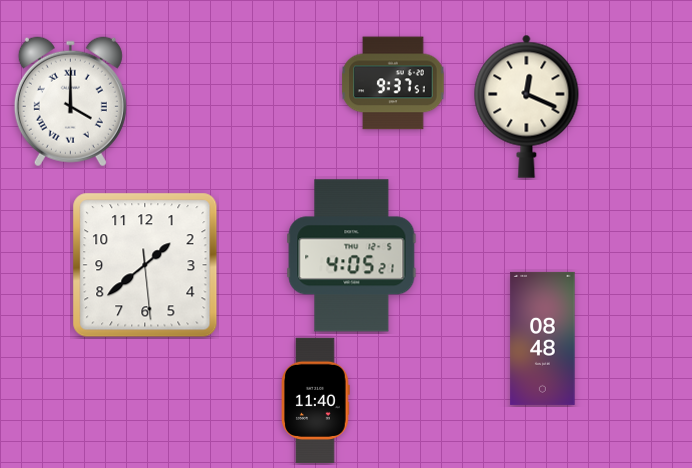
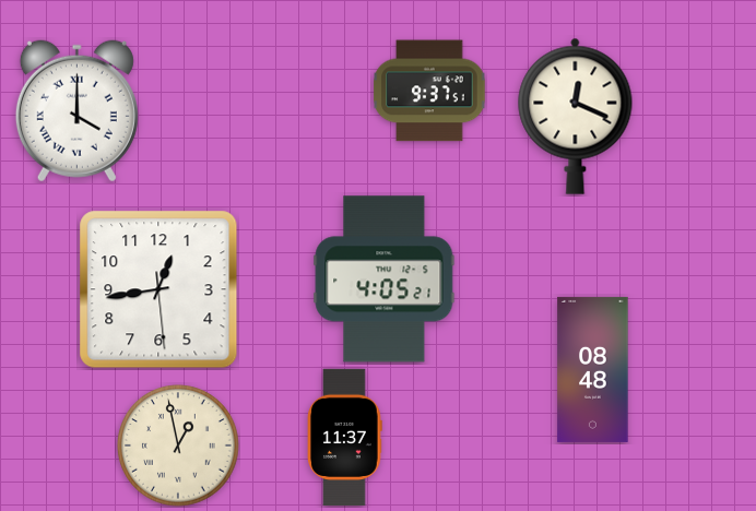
clock at (145, 265): 1:38 -> 12:43
clock at (316, 401): 11:40 -> 11:37
clock at (178, 445): none -> 12:58
